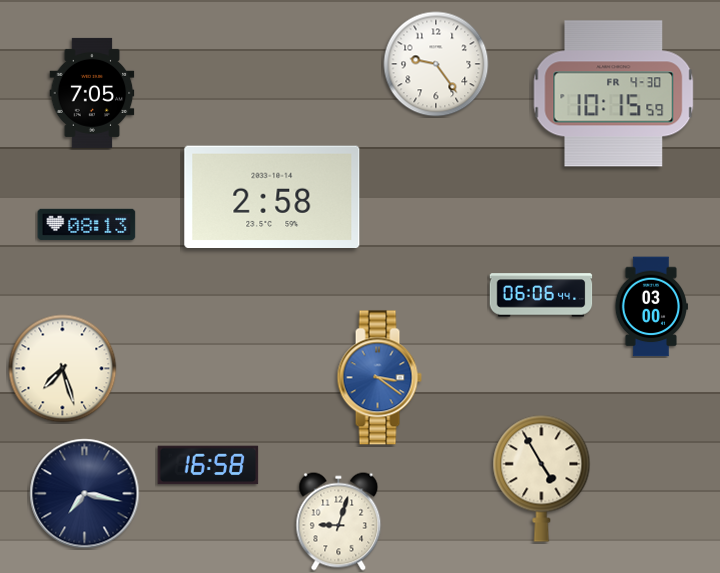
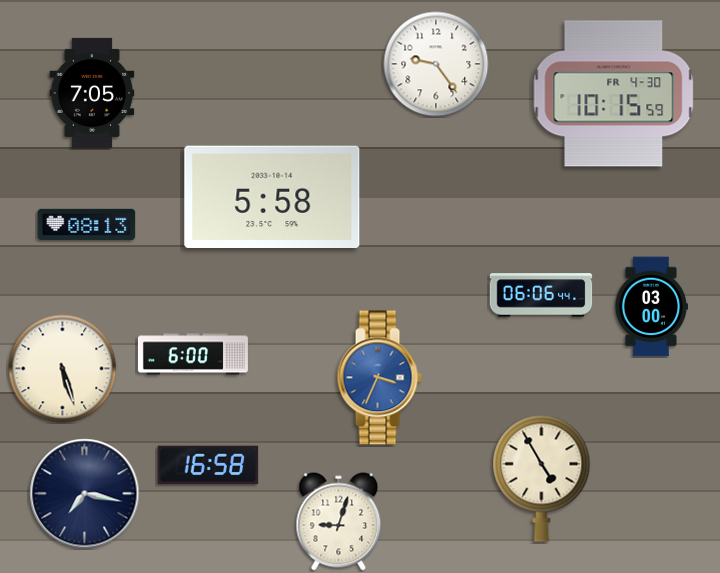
clock at (272, 196): 2:58 -> 5:58
clock at (193, 354): none -> 6:00
clock at (63, 369): 7:27 -> 5:27
clock at (379, 378): 3:21 -> 3:34
